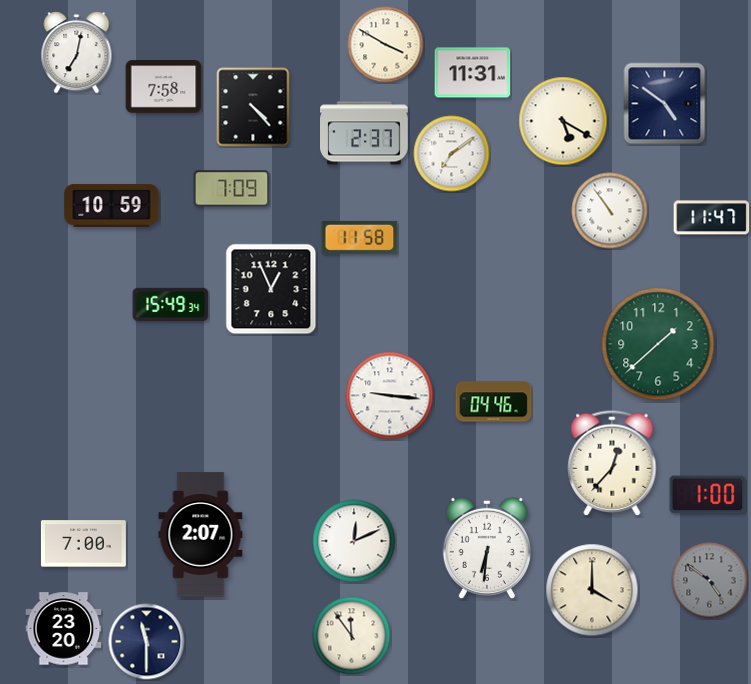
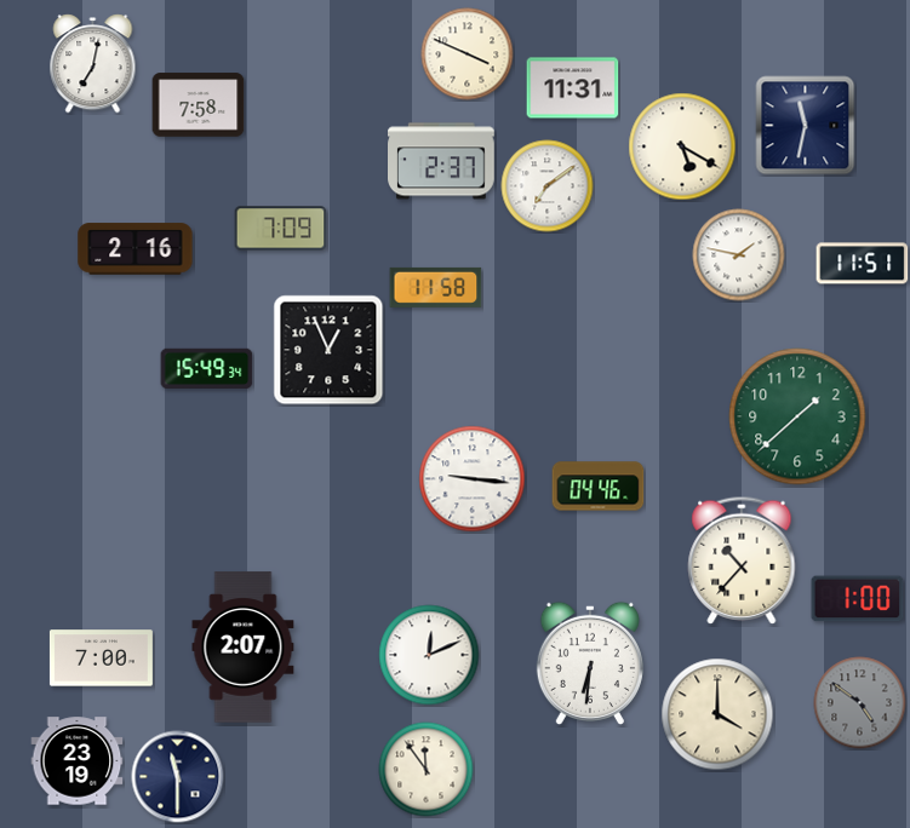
clock at (386, 45): 3:50 -> 3:49
clock at (665, 104): 4:51 -> 11:32
clock at (253, 107): 4:23 -> none
clock at (112, 206): 10:59 -> 2:16
clock at (610, 211): 10:54 -> 1:47
clock at (712, 218): 11:47 -> 11:51
clock at (612, 463): 12:37 -> 10:37
clock at (64, 629): 23:20 -> 23:19
